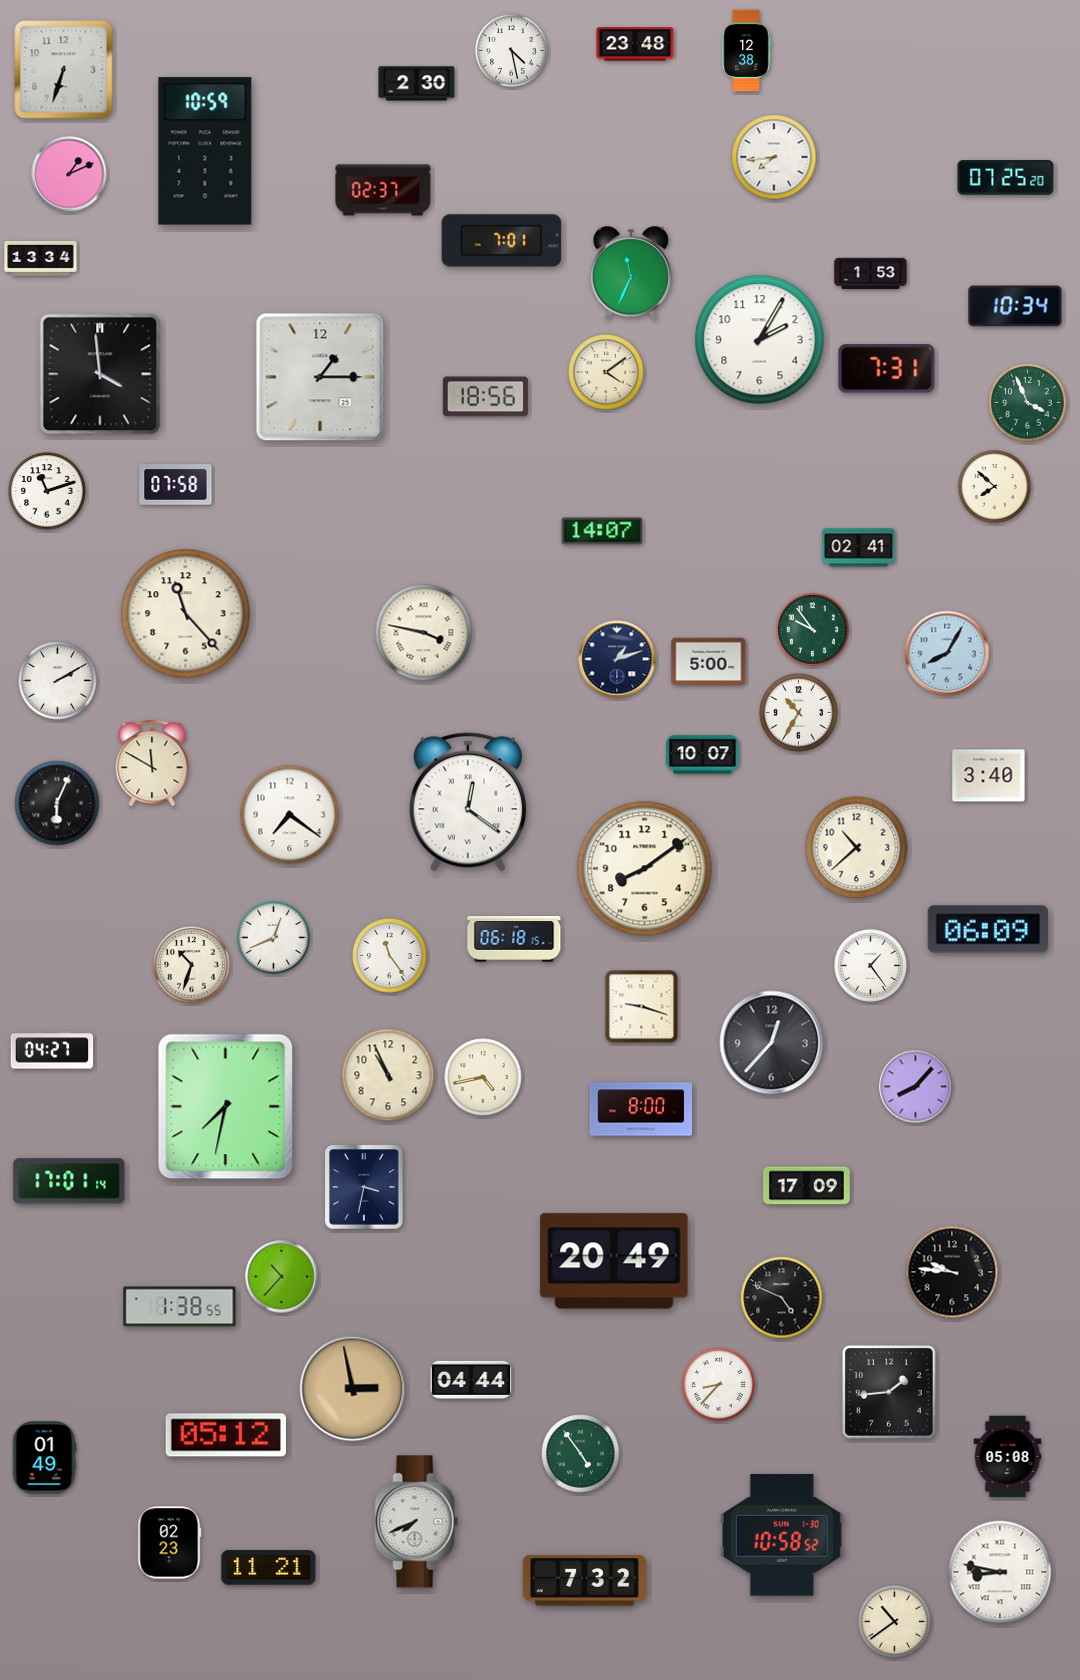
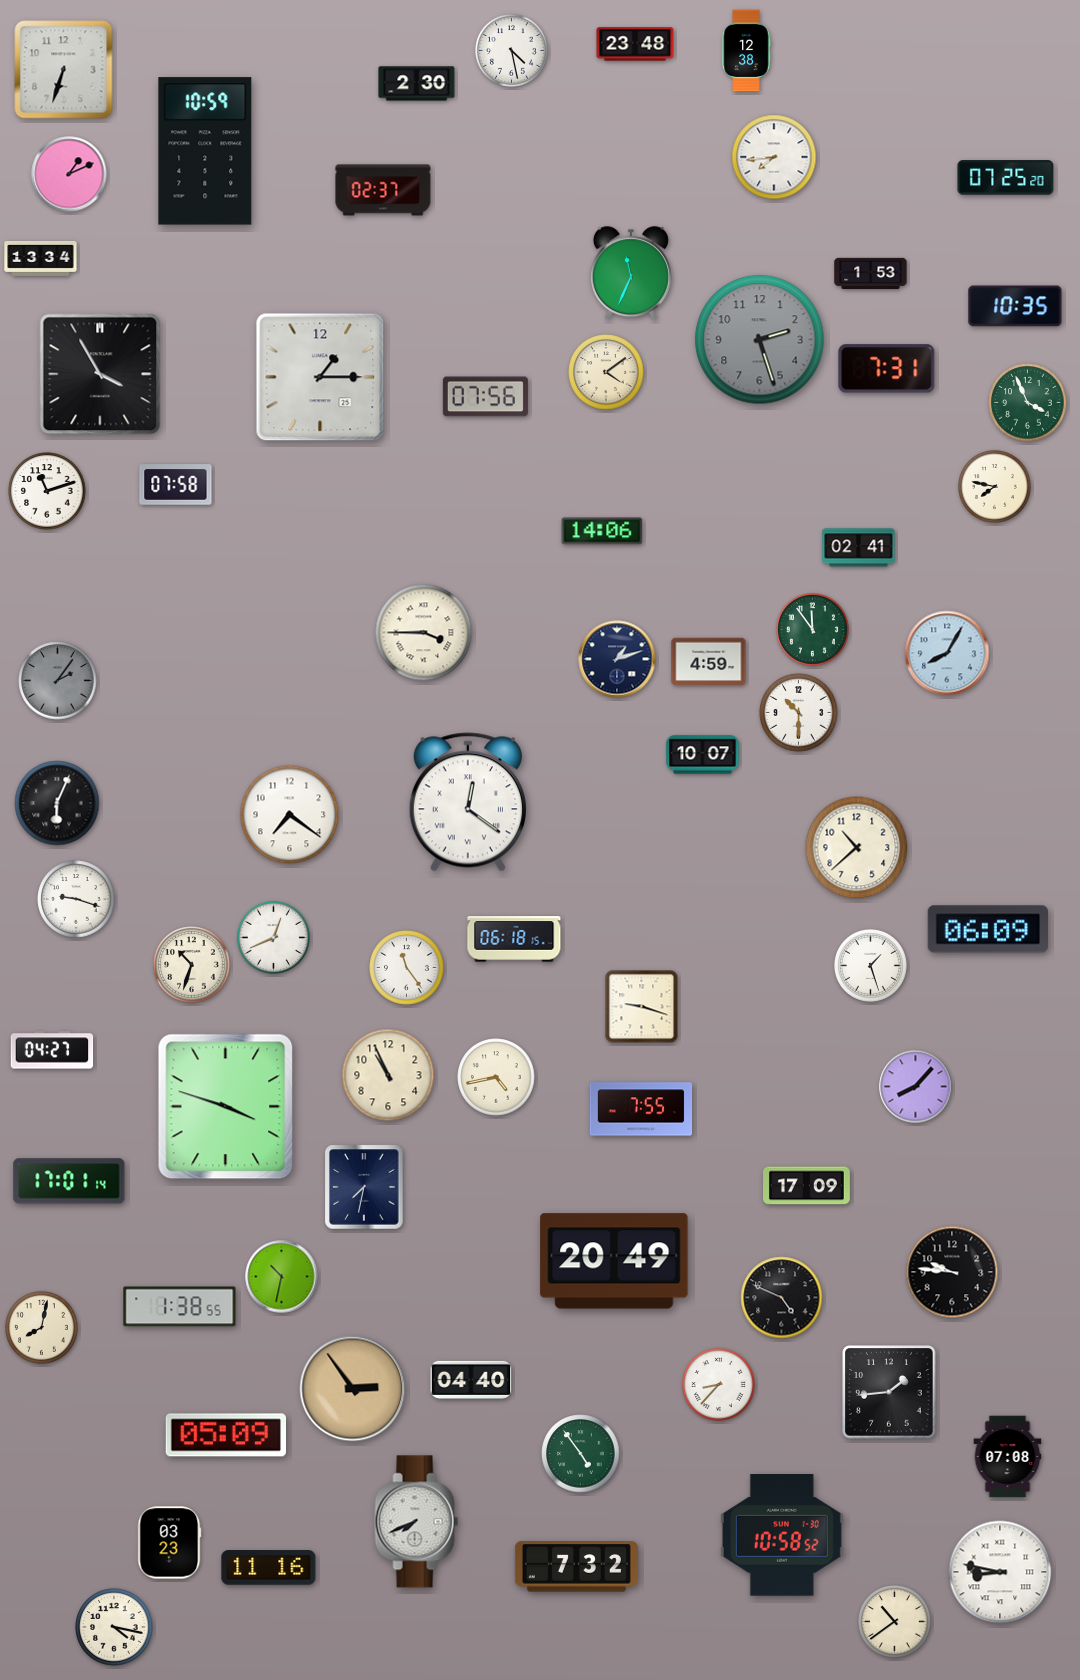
clock at (502, 241): 7:01 -> none
clock at (1015, 306): 10:34 -> 10:35
clock at (760, 340): 2:05 -> 2:27
clock at (760, 340) dial: white -> grey
clock at (100, 374): 3:59 -> 3:55
clock at (485, 397): 18:56 -> 07:56
clock at (995, 487): 7:52 -> 7:47
clock at (602, 531): 14:07 -> 14:06
clock at (186, 614): 11:23 -> none
clock at (813, 630): 9:54 -> 11:54
clock at (424, 633): 3:47 -> 3:45
clock at (709, 662): 5:00 -> 4:59
clock at (58, 681): 2:10 -> 2:06
clock at (58, 681) dial: white -> grey
clock at (799, 713): 10:35 -> 10:30
clock at (152, 763): 11:50 -> none
clock at (989, 776): 3:40 -> none
clock at (645, 869): 8:09 -> none
clock at (76, 899): none -> 9:18
clock at (390, 956) position: (390, 956) -> (407, 968)
clock at (871, 966): 1:24 -> 1:27
clock at (772, 1043): 12:37 -> none
clock at (483, 1077) position: (483, 1077) -> (496, 1077)
clock at (226, 1107): 7:32 -> 3:48
clock at (641, 1109): 8:00 -> 7:55
clock at (364, 1187): 3:32 -> 7:32
clock at (282, 1277): 10:37 -> 10:32
clock at (42, 1328): none -> 8:02
clock at (471, 1380): 04:44 -> 04:40
clock at (353, 1389): 2:58 -> 2:54
clock at (226, 1435): 05:12 -> 05:09
clock at (1008, 1457): 05:08 -> 07:08
clock at (44, 1458): 01:49 -> none
clock at (170, 1543): 02:23 -> 03:23
clock at (269, 1568): 11:21 -> 11:16
clock at (584, 1581) position: (584, 1581) -> (576, 1567)
clock at (114, 1627): none -> 4:17
